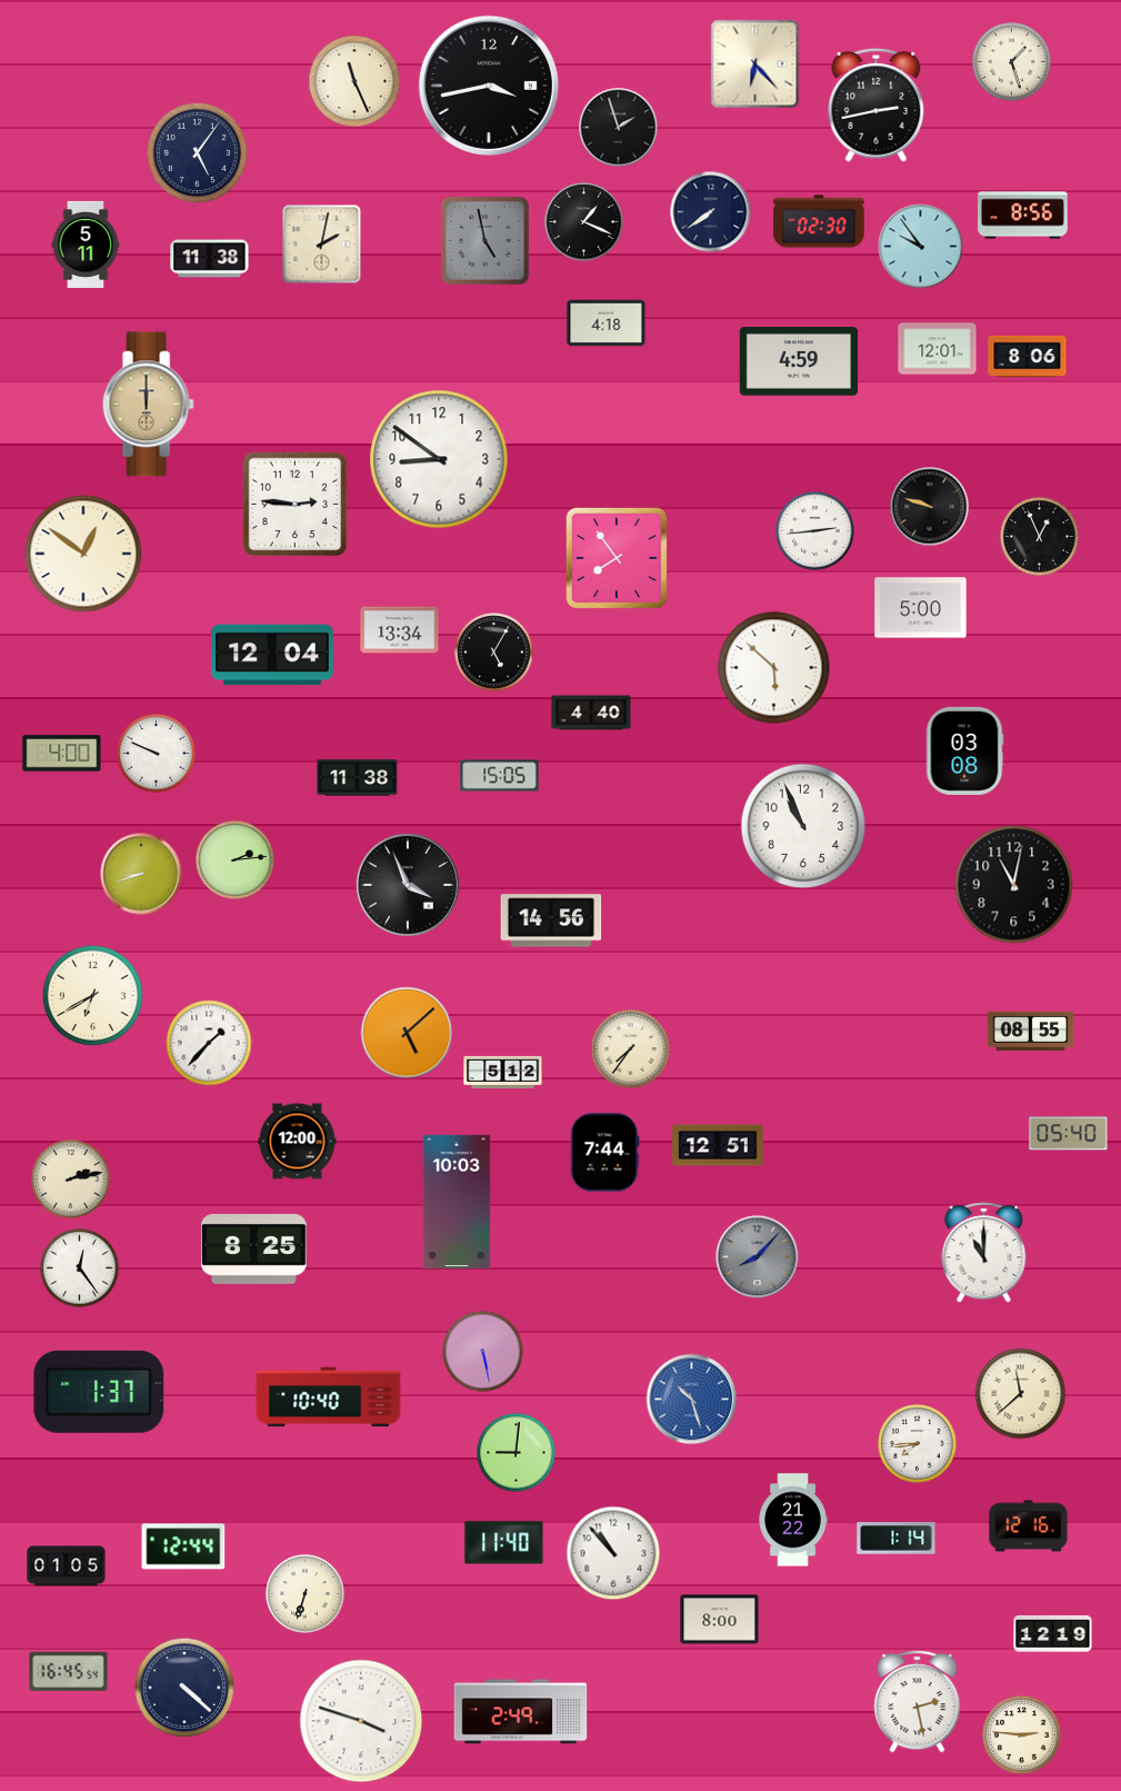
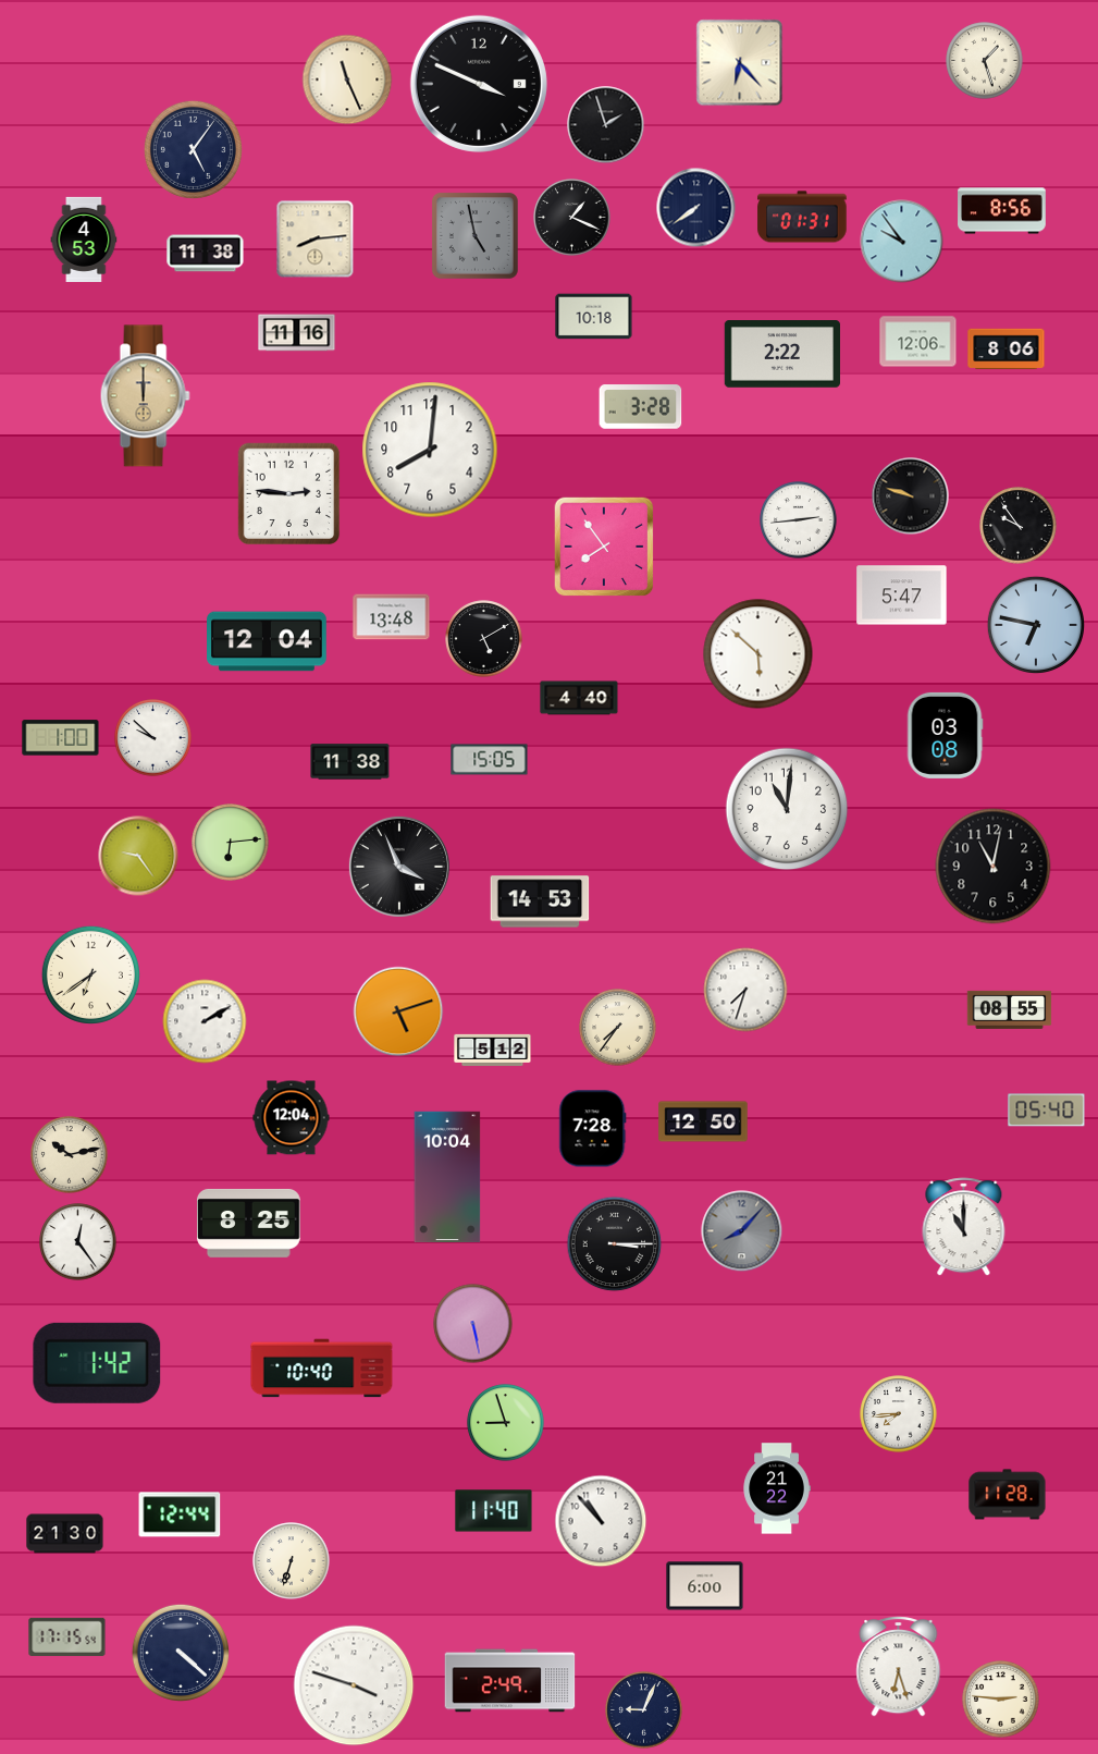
clock at (1012, 62) position: (1012, 62) -> (985, 61)
clock at (489, 86): 3:43 -> 3:49
clock at (877, 105): 2:43 -> none
clock at (819, 221): 02:30 -> 01:31
clock at (86, 243): 5:11 -> 4:53
clock at (322, 245): 2:02 -> 8:14
clock at (607, 324): 4:18 -> 10:18
clock at (297, 333): none -> 11:16
clock at (938, 349): 12:01 -> 12:06
clock at (798, 362): 4:59 -> 2:22
clock at (641, 407): none -> 3:28
clock at (439, 459): 8:51 -> 8:01
clock at (1040, 537): 12:56 -> 9:54
clock at (83, 554): 12:51 -> none
clock at (921, 608): 5:00 -> 5:47
clock at (400, 630): 13:34 -> 13:48
clock at (1035, 624): none -> 6:47
clock at (494, 653): 5:05 -> 5:10
clock at (62, 754): 4:00 -> 1:00
clock at (157, 754): 9:49 -> 9:52
clock at (803, 826): 10:56 -> 11:01
clock at (236, 860): 2:14 -> 6:14
clock at (141, 874): 8:42 -> 9:24
clock at (551, 921): 14:56 -> 14:53
clock at (92, 995): 6:40 -> 6:39
clock at (745, 990): none -> 7:33
clock at (407, 1033): 5:08 -> 5:12
clock at (209, 1043): 1:37 -> 2:10
clock at (298, 1142): 12:00 -> 12:04
clock at (718, 1145): 12:51 -> 12:50
clock at (605, 1153): 7:44 -> 7:28
clock at (71, 1180): 2:13 -> 10:13
clock at (457, 1202): 10:03 -> 10:04
clock at (615, 1244): none -> 3:15
clock at (99, 1392): 1:37 -> 1:42
clock at (1021, 1394): 11:38 -> none
clock at (692, 1400): 10:27 -> none
clock at (517, 1453): 9:01 -> 8:57
clock at (1029, 1526): 12:16 -> 11:28
clock at (897, 1539): 1:14 -> none
clock at (67, 1566): 01:05 -> 21:30
clock at (306, 1594) position: (306, 1594) -> (292, 1561)
clock at (720, 1620): 8:00 -> 6:00
clock at (1053, 1634): 12:19 -> none
clock at (69, 1671): 16:45 -> 17:15
clock at (918, 1702): 2:28 -> 6:27
clock at (521, 1712) position: (521, 1712) -> (510, 1681)
clock at (644, 1710): none -> 9:04
